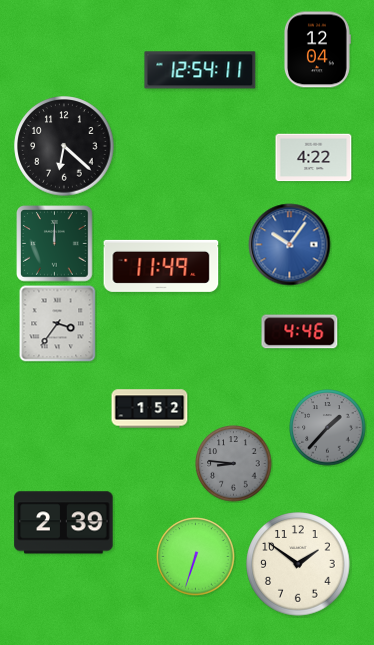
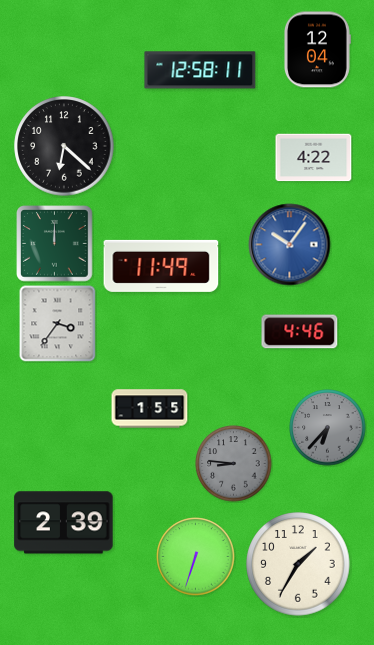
clock at (200, 70): 12:54 -> 12:58
clock at (150, 409): 1:52 -> 1:55
clock at (328, 428): 1:37 -> 6:37
clock at (298, 564): 1:51 -> 1:35
